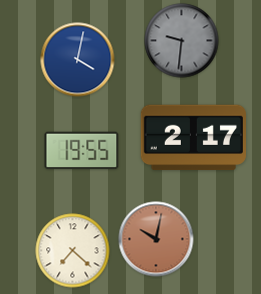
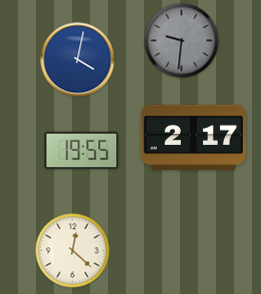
clock at (156, 239): 10:02 -> none
clock at (73, 251): 7:22 -> 12:22
